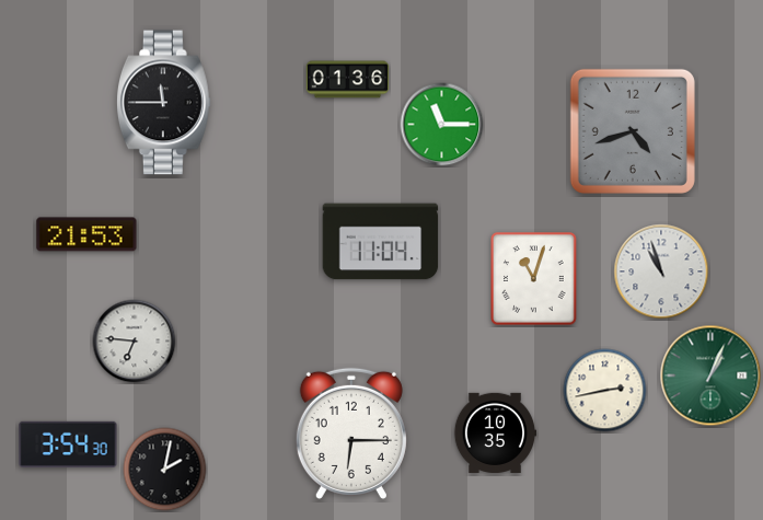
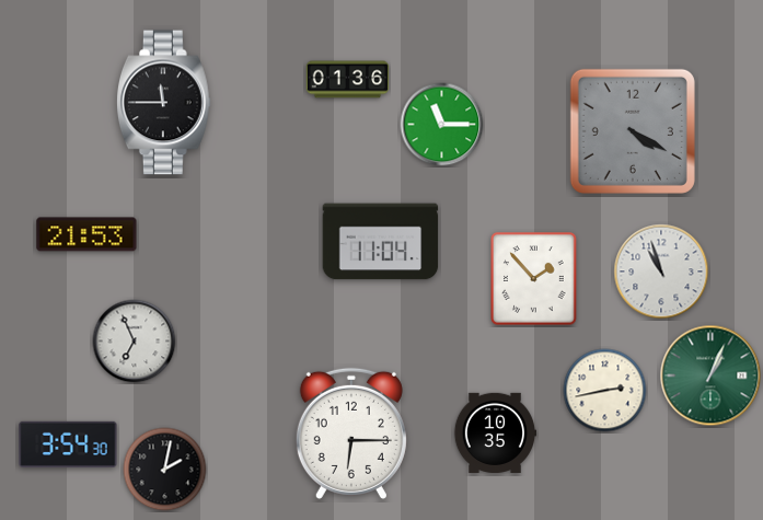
clock at (633, 131): 4:42 -> 4:20
clock at (534, 279): 11:03 -> 1:53
clock at (135, 342): 6:46 -> 6:56
